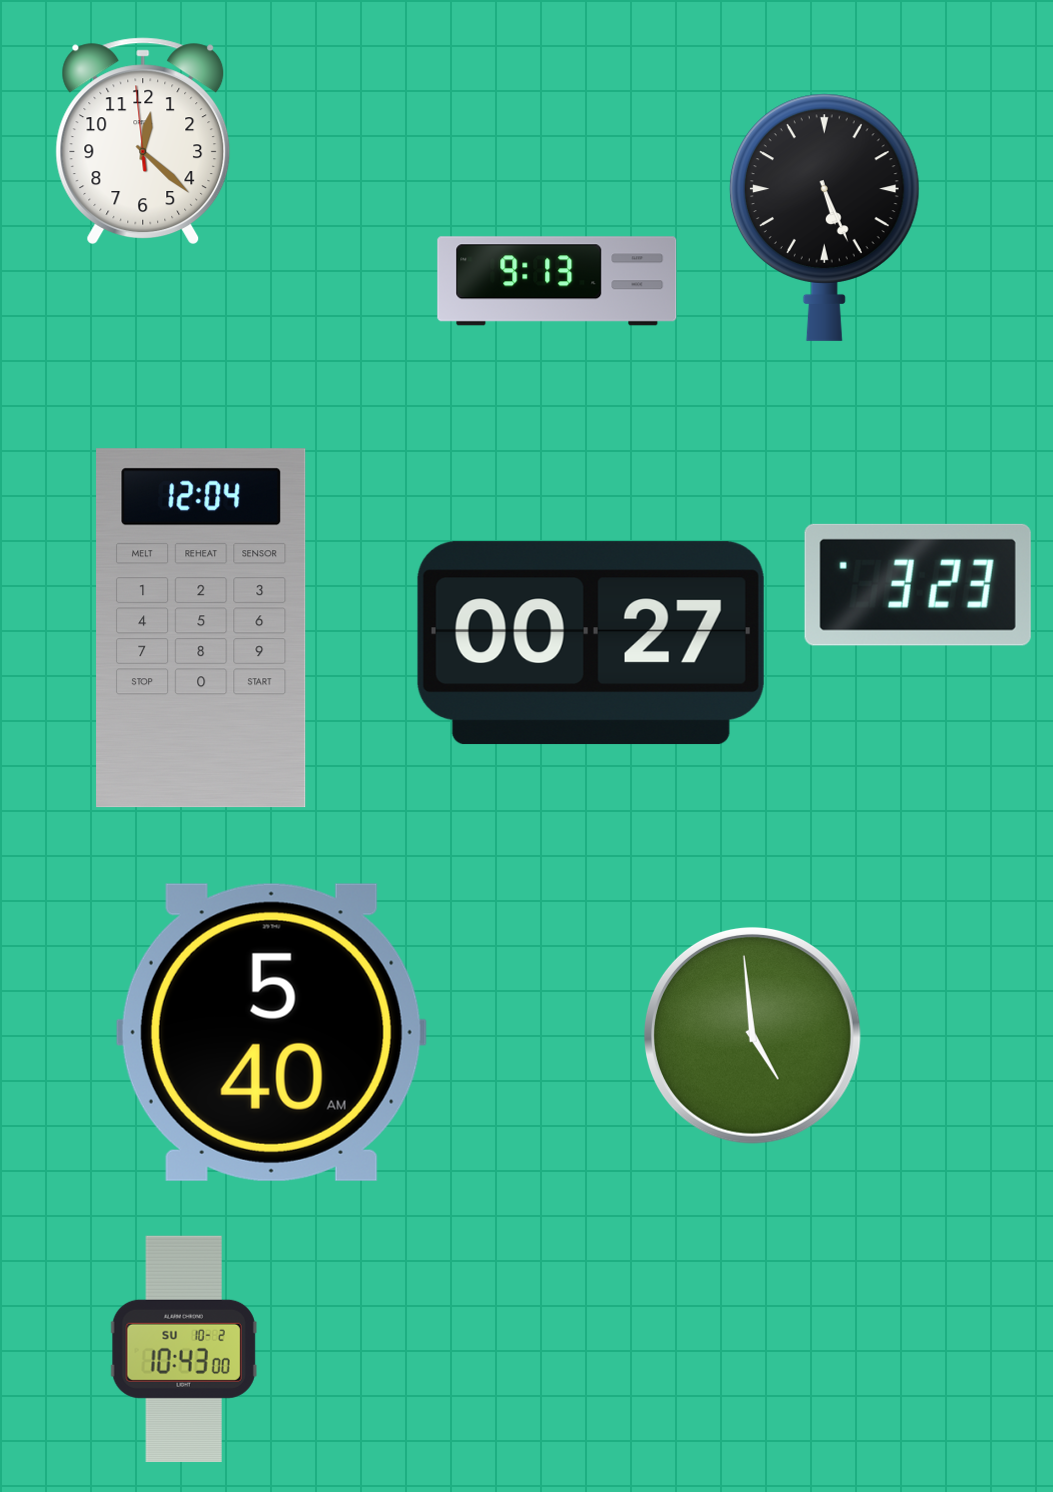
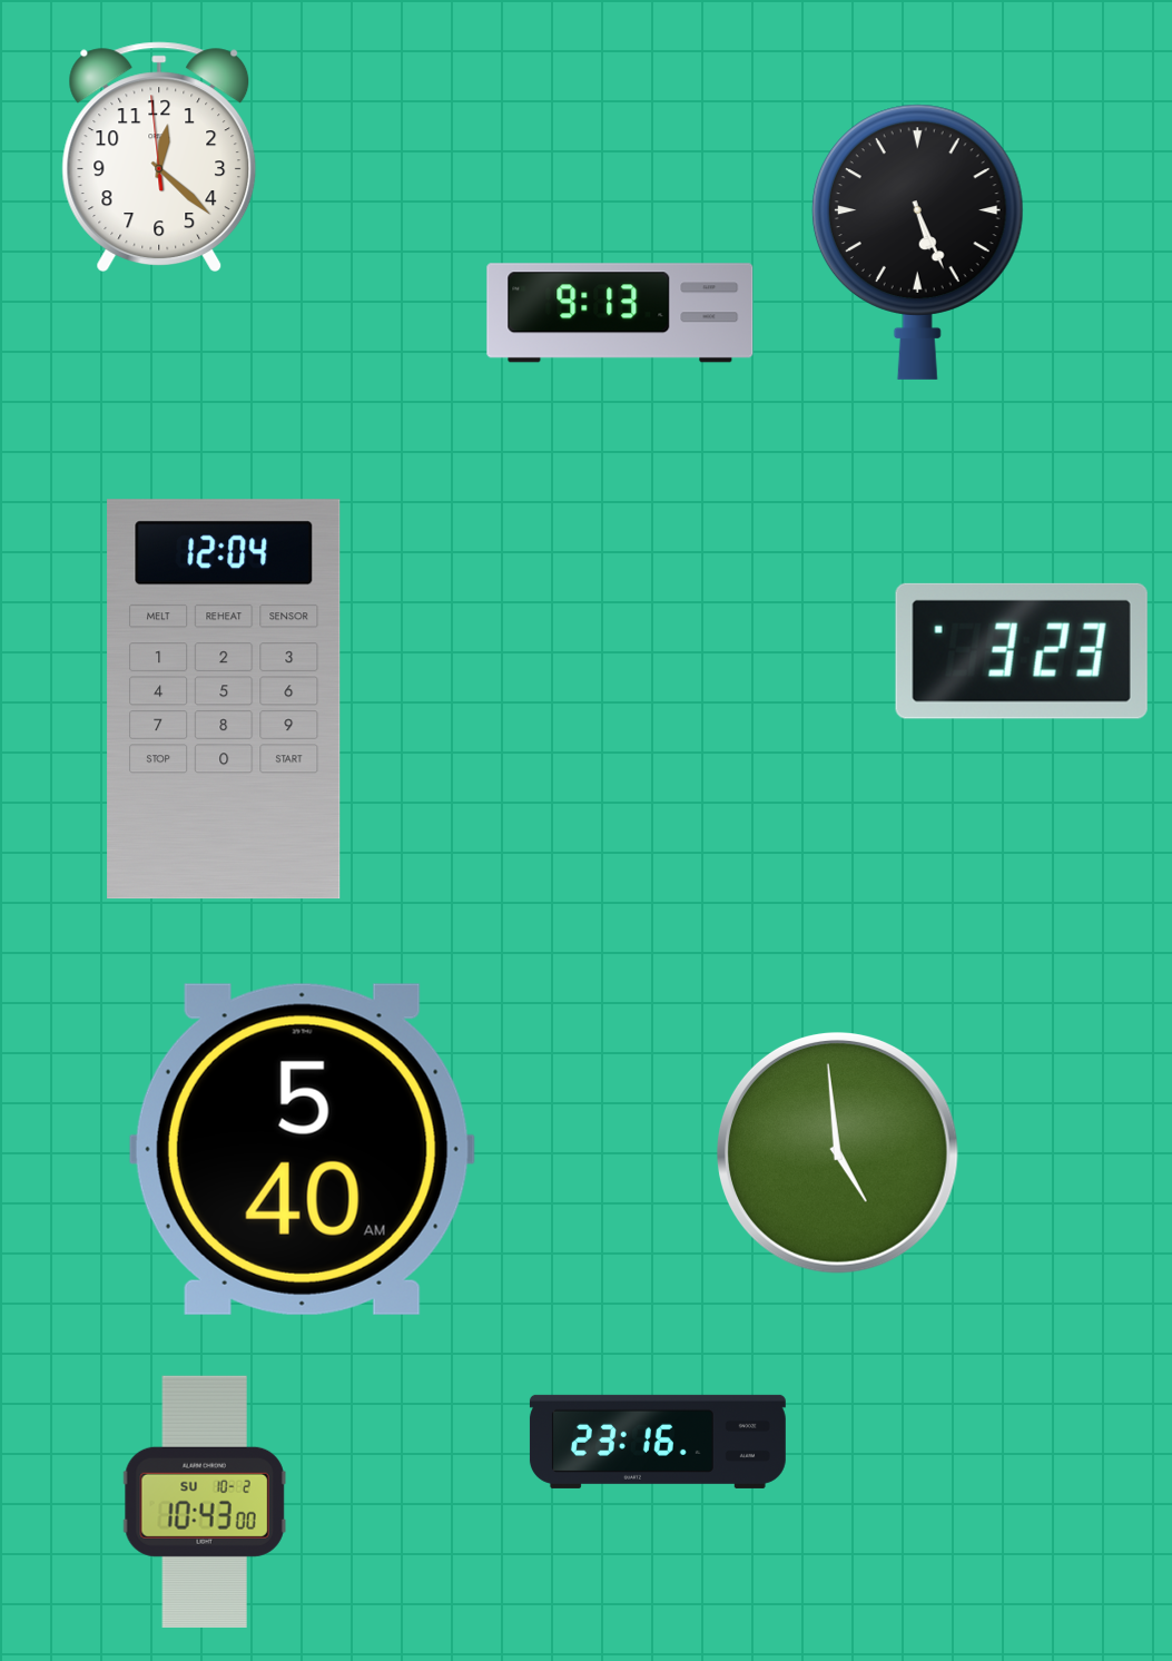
clock at (591, 643): 00:27 -> none
clock at (658, 1442): none -> 23:16
